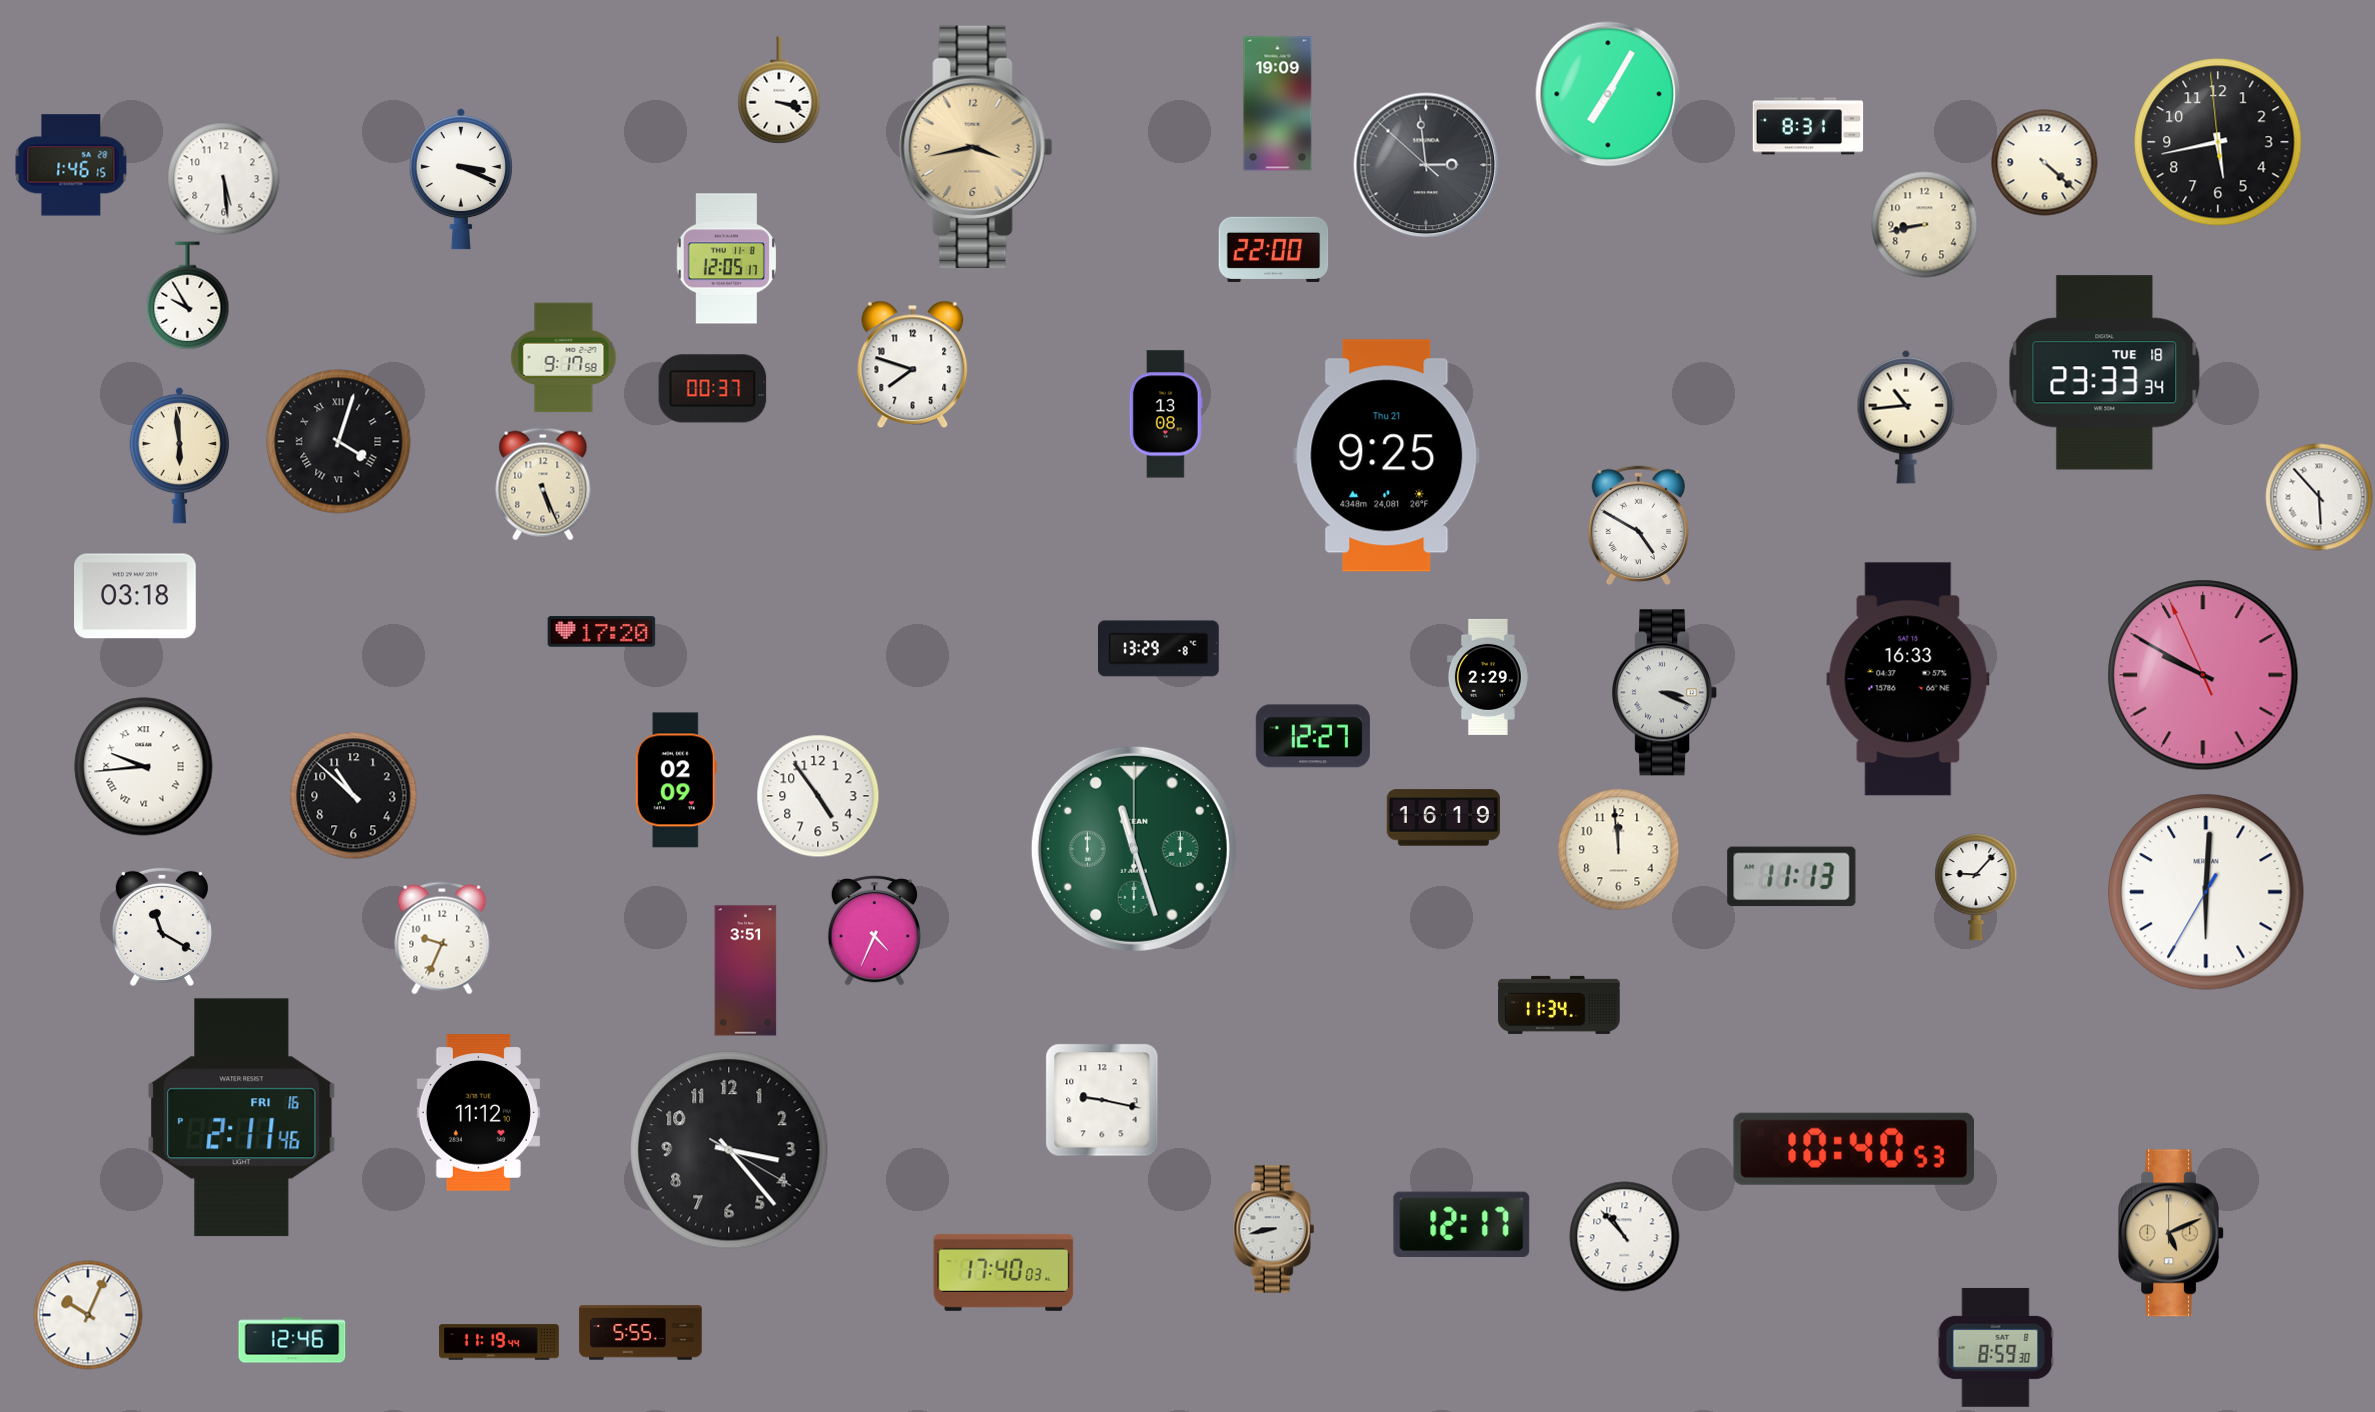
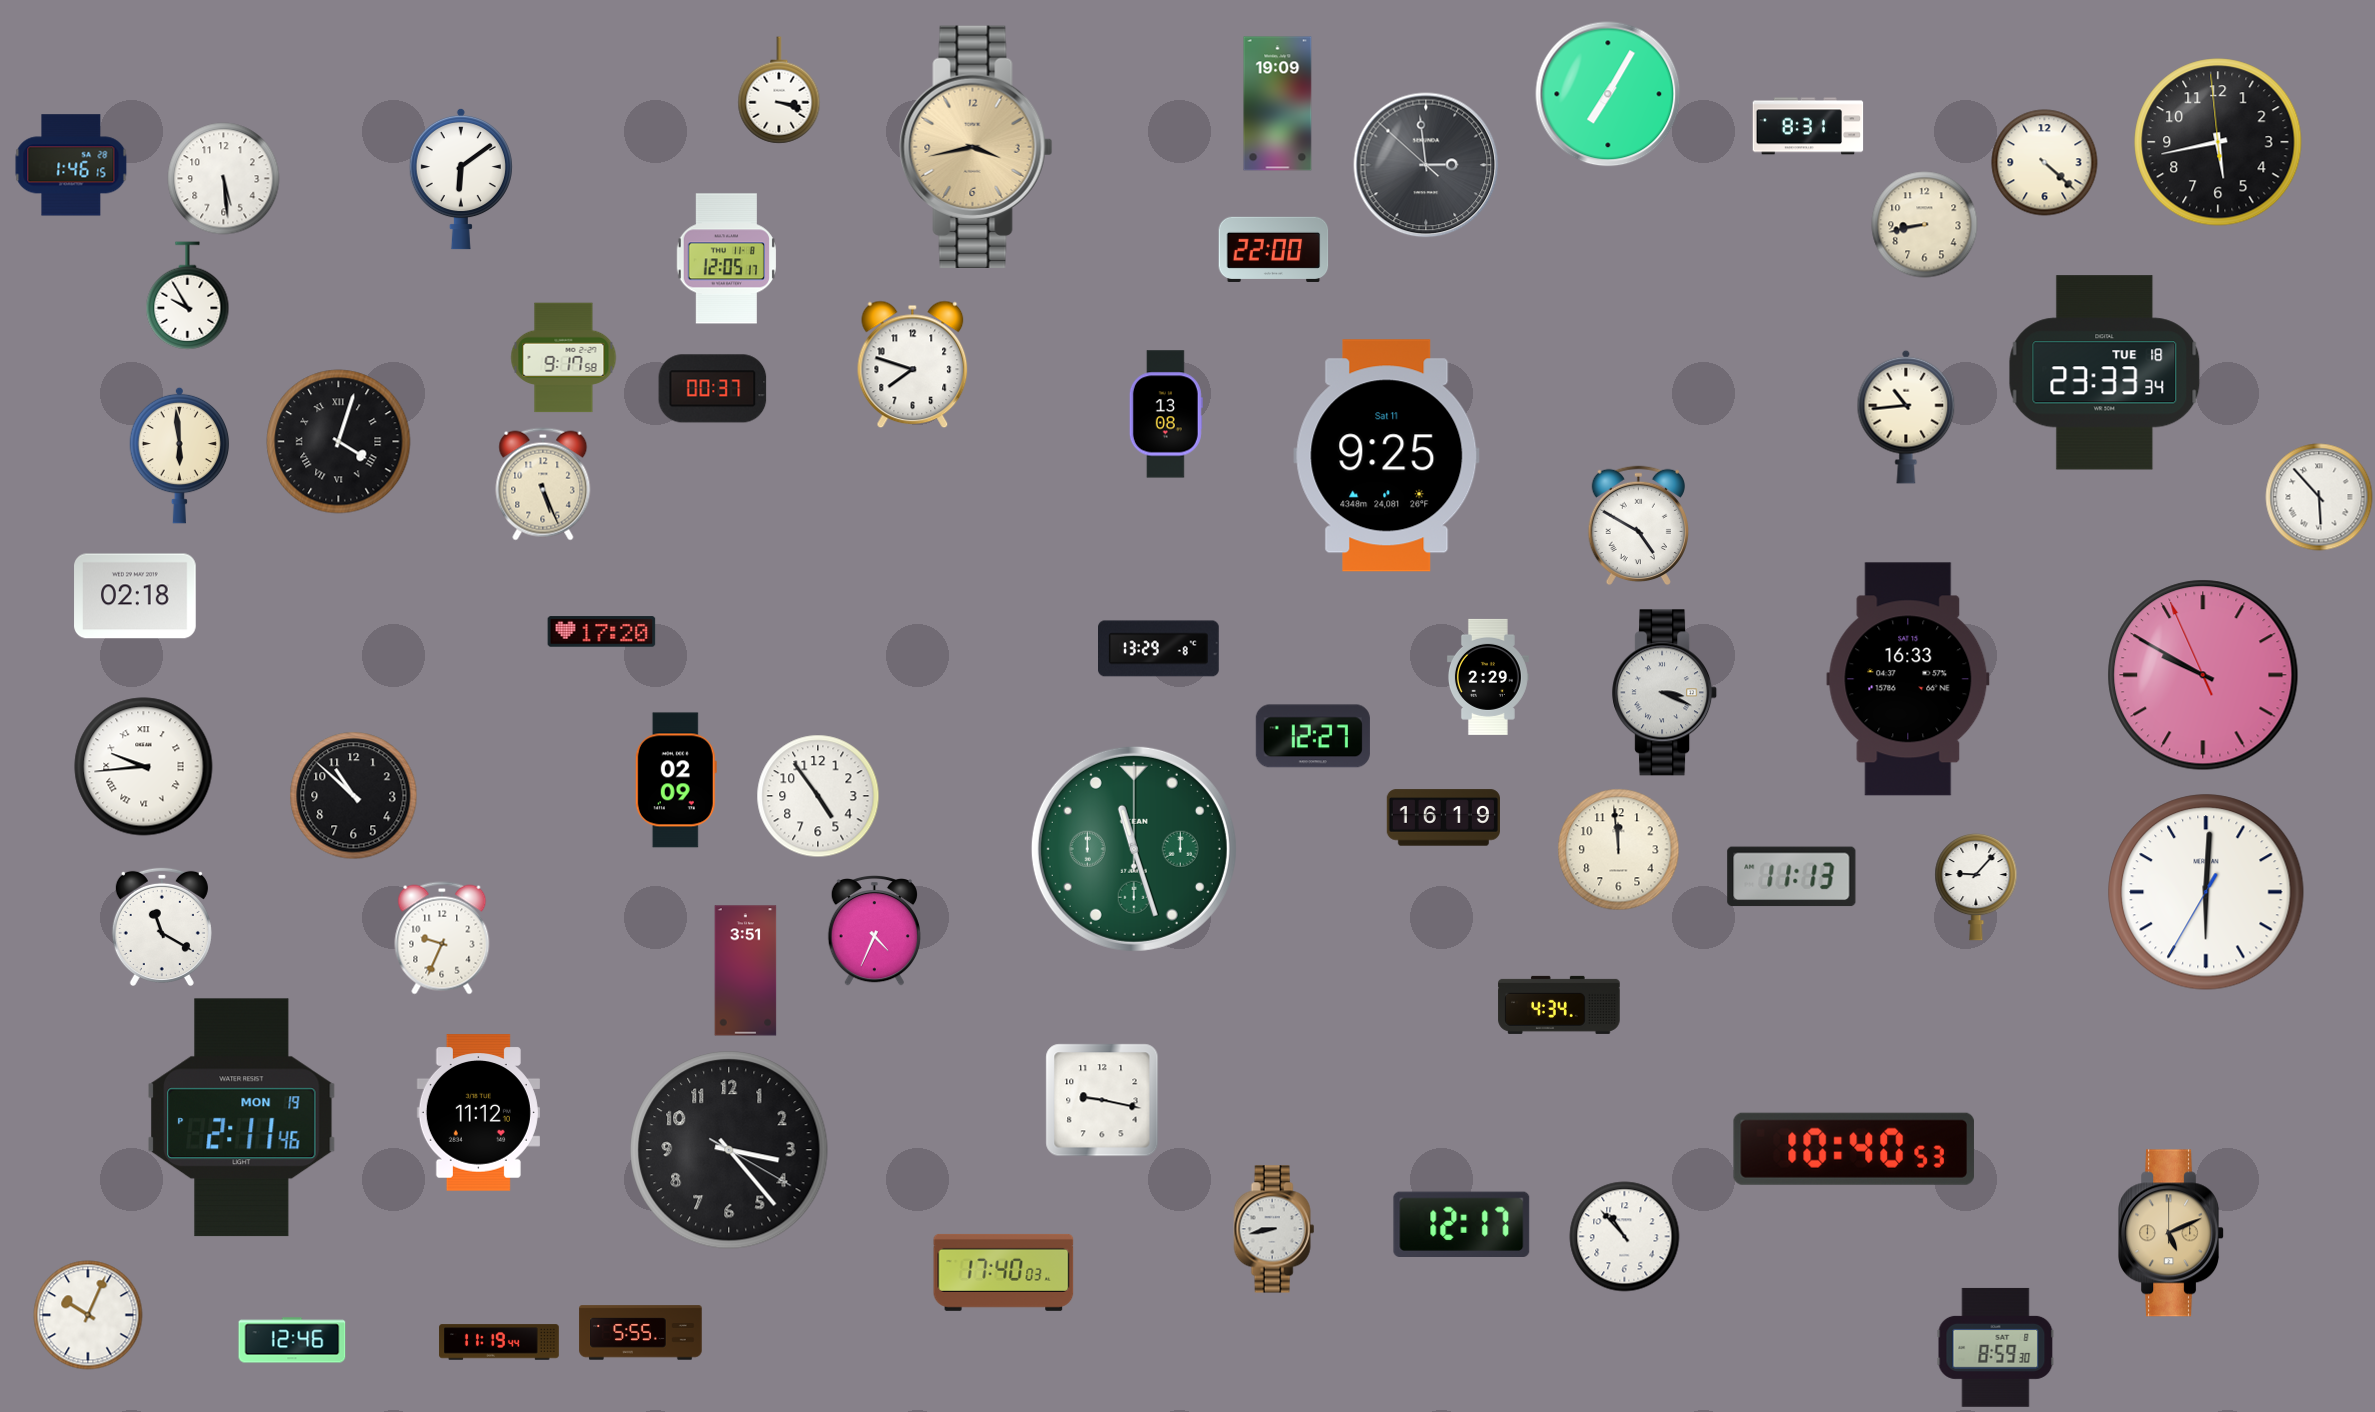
clock at (461, 179): 3:19 -> 6:09
clock at (1387, 456) date: Thu 21 -> Sat 11
clock at (135, 596): 03:18 -> 02:18
clock at (1559, 1005): 11:34 -> 4:34
clock at (242, 1118) date: FRI 16 -> MON 19
